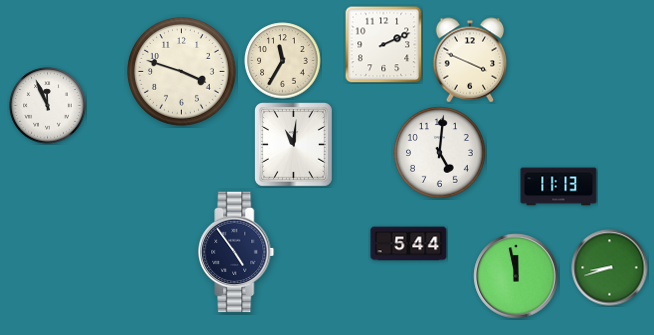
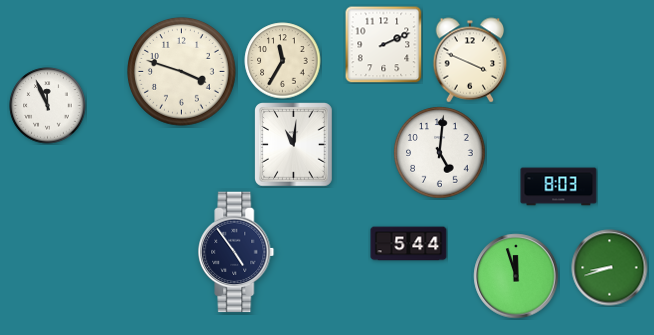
clock at (559, 187): 11:13 -> 8:03
clock at (516, 276): 11:58 -> 11:57
